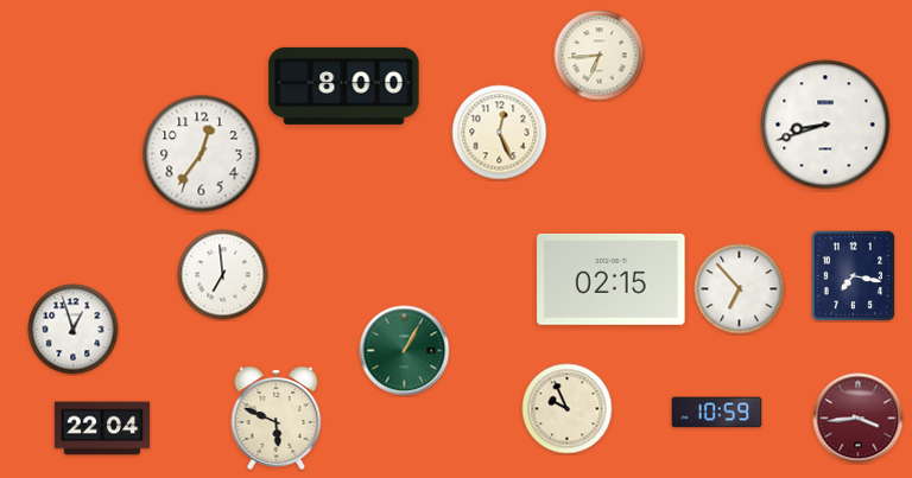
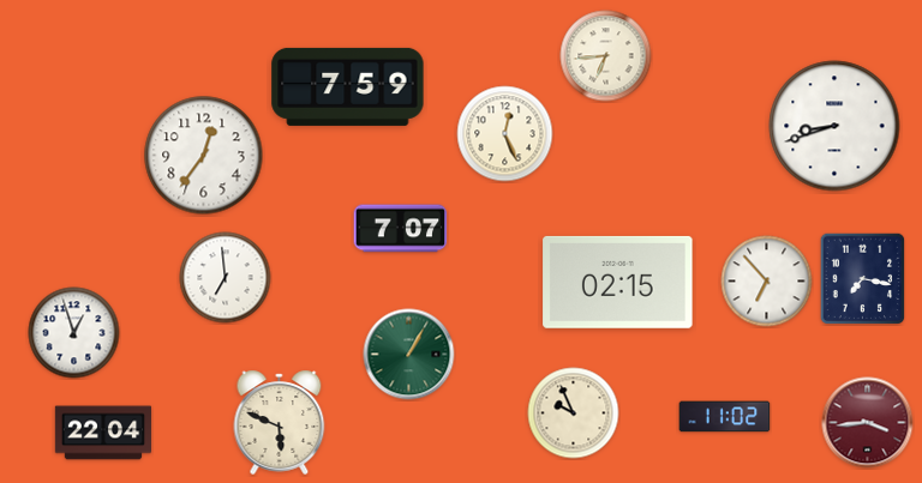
clock at (344, 85): 8:00 -> 7:59
clock at (401, 229): none -> 7:07
clock at (740, 289) position: (740, 289) -> (767, 282)
clock at (717, 413): 10:59 -> 11:02
